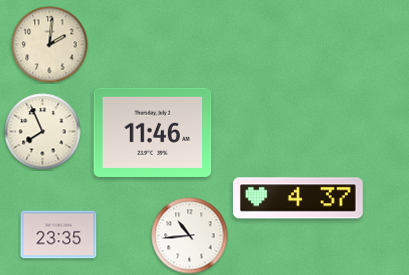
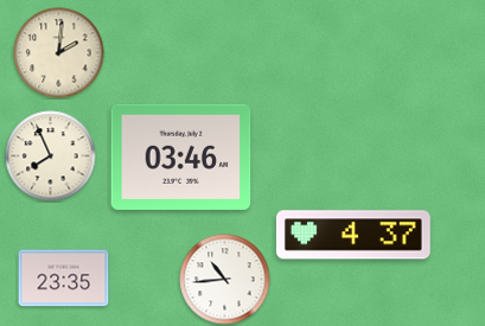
clock at (153, 132): 11:46 -> 03:46
clock at (59, 235) position: (59, 235) -> (64, 279)
